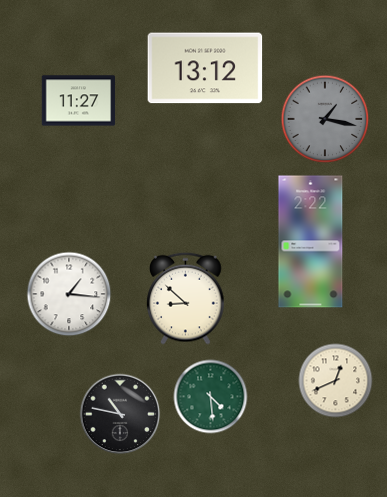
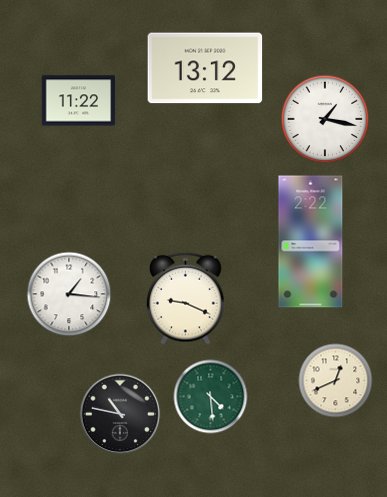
clock at (79, 101): 11:27 -> 11:22
clock at (325, 119) dial: grey -> white
clock at (186, 298): 8:52 -> 9:19
